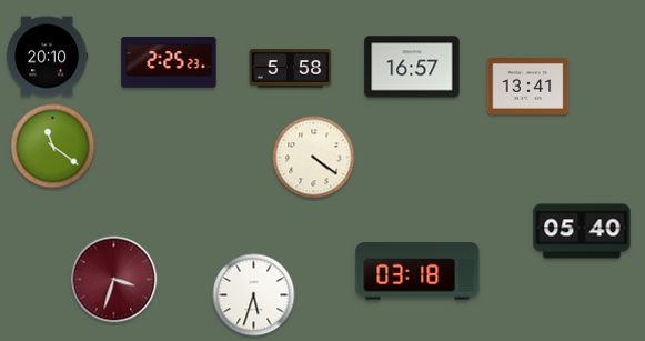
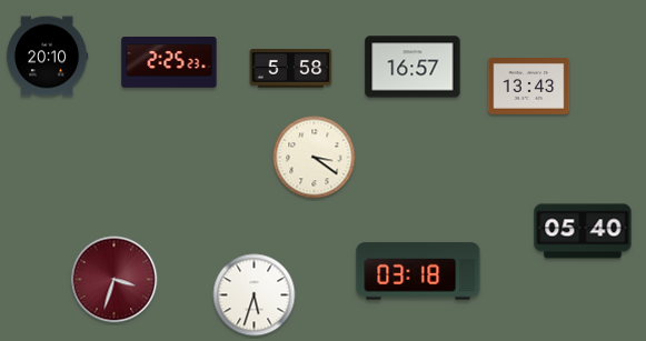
clock at (528, 87): 13:41 -> 13:43
clock at (53, 147): 11:21 -> none
clock at (314, 158): 4:21 -> 3:21
